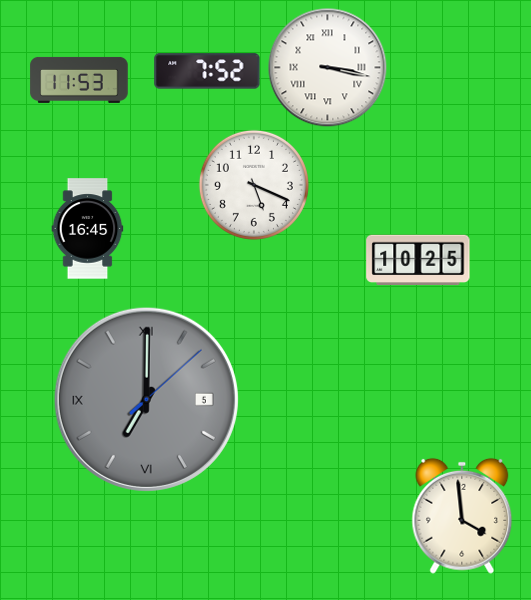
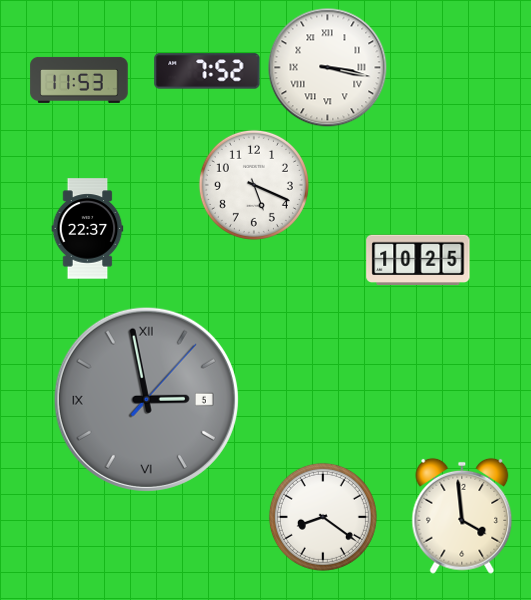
clock at (88, 229): 16:45 -> 22:37
clock at (146, 399): 7:00 -> 2:58
clock at (323, 517): none -> 8:21
